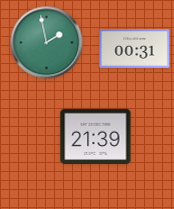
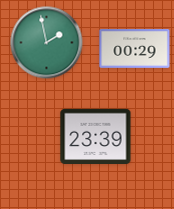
clock at (135, 49): 00:31 -> 00:29
clock at (96, 137): 21:39 -> 23:39
